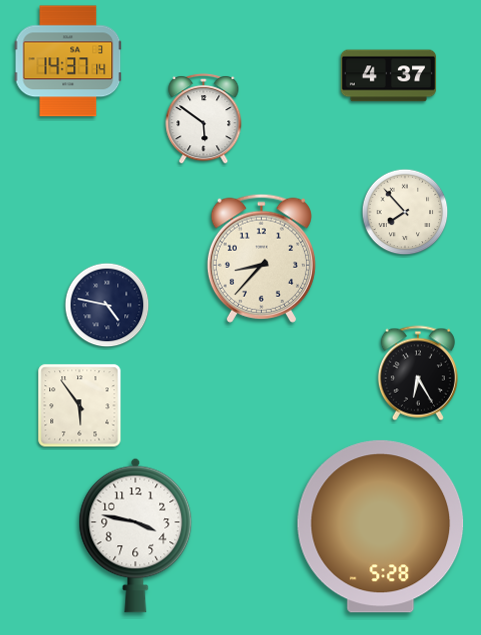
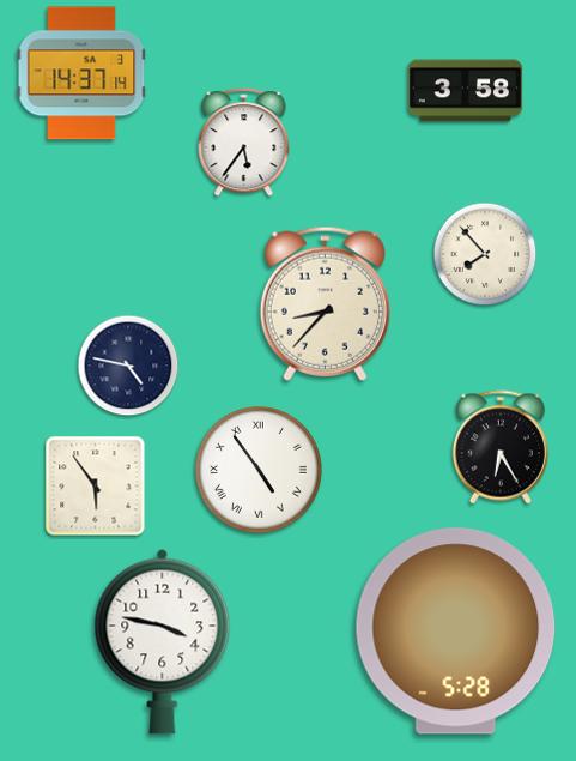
clock at (389, 76): 4:37 -> 3:58
clock at (204, 119): 5:51 -> 5:36
clock at (261, 258) position: (261, 258) -> (325, 303)
clock at (259, 470): none -> 4:54
